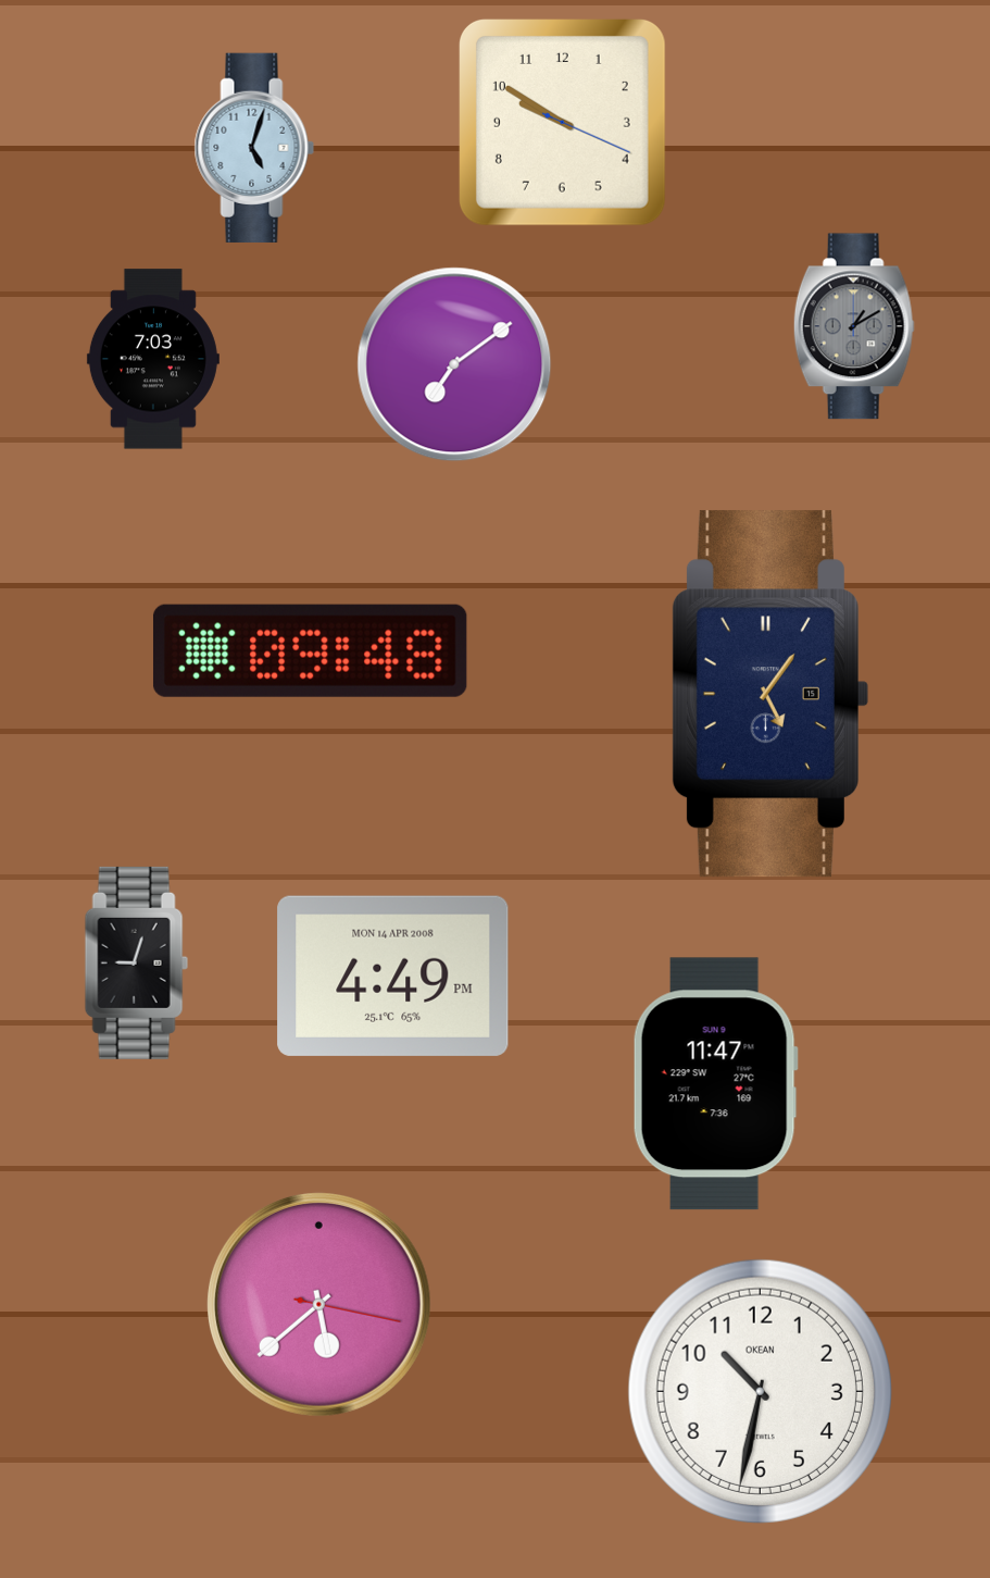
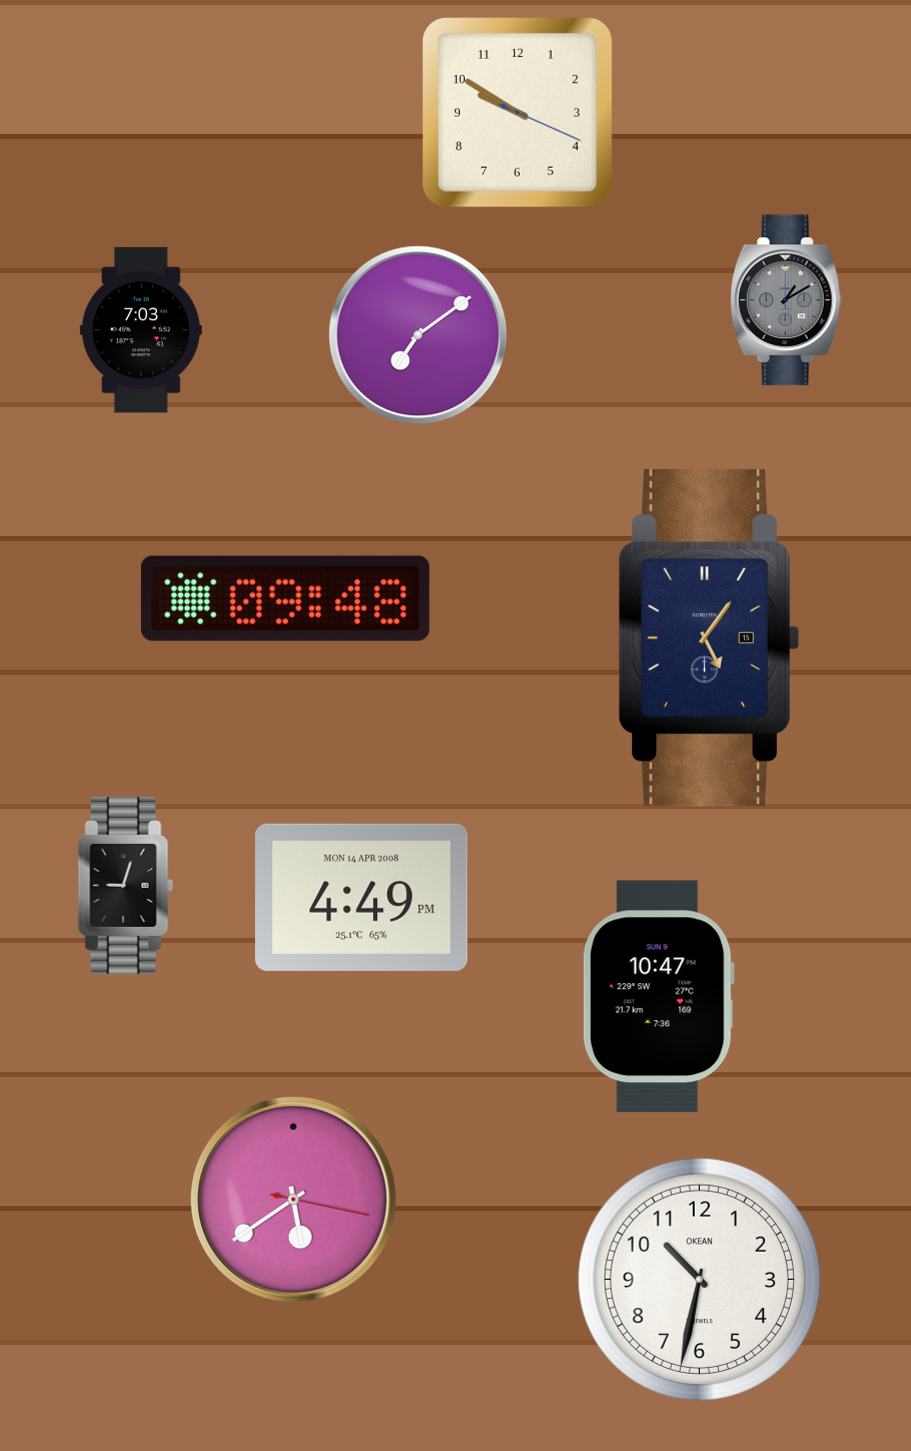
clock at (254, 148): 5:03 -> none
clock at (715, 1084): 11:47 -> 10:47
clock at (318, 1304): 5:38 -> 5:39
